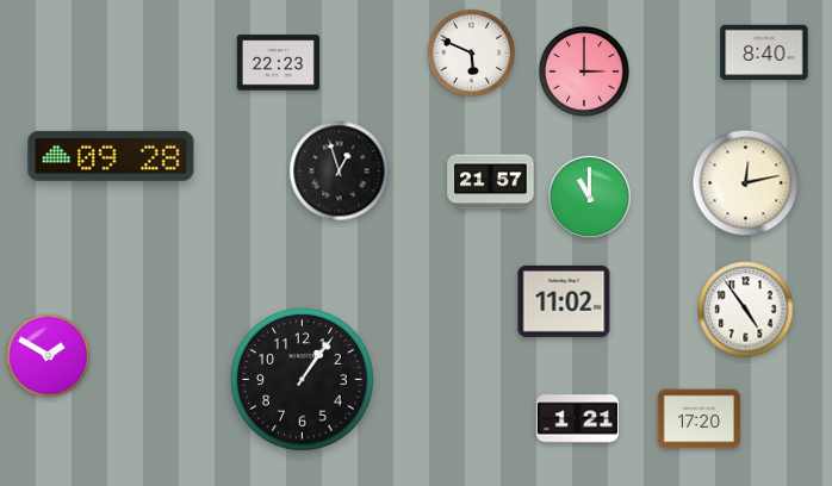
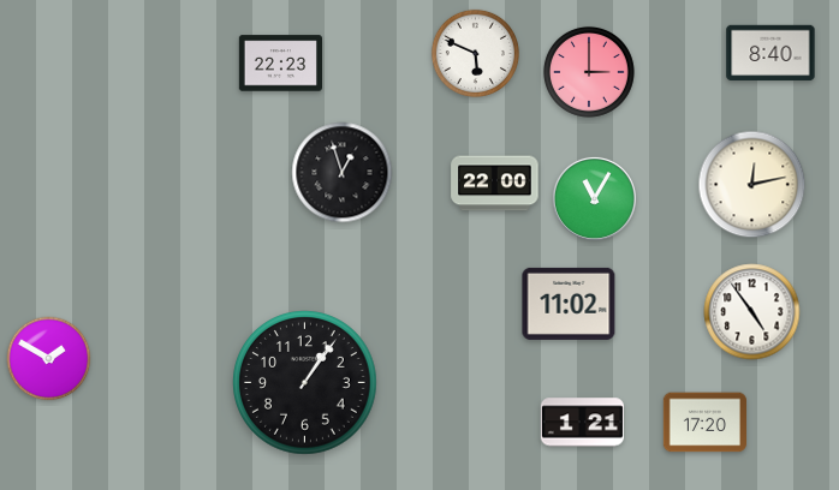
clock at (111, 156): 09:28 -> none
clock at (491, 182): 21:57 -> 22:00
clock at (589, 197): 11:00 -> 11:05
